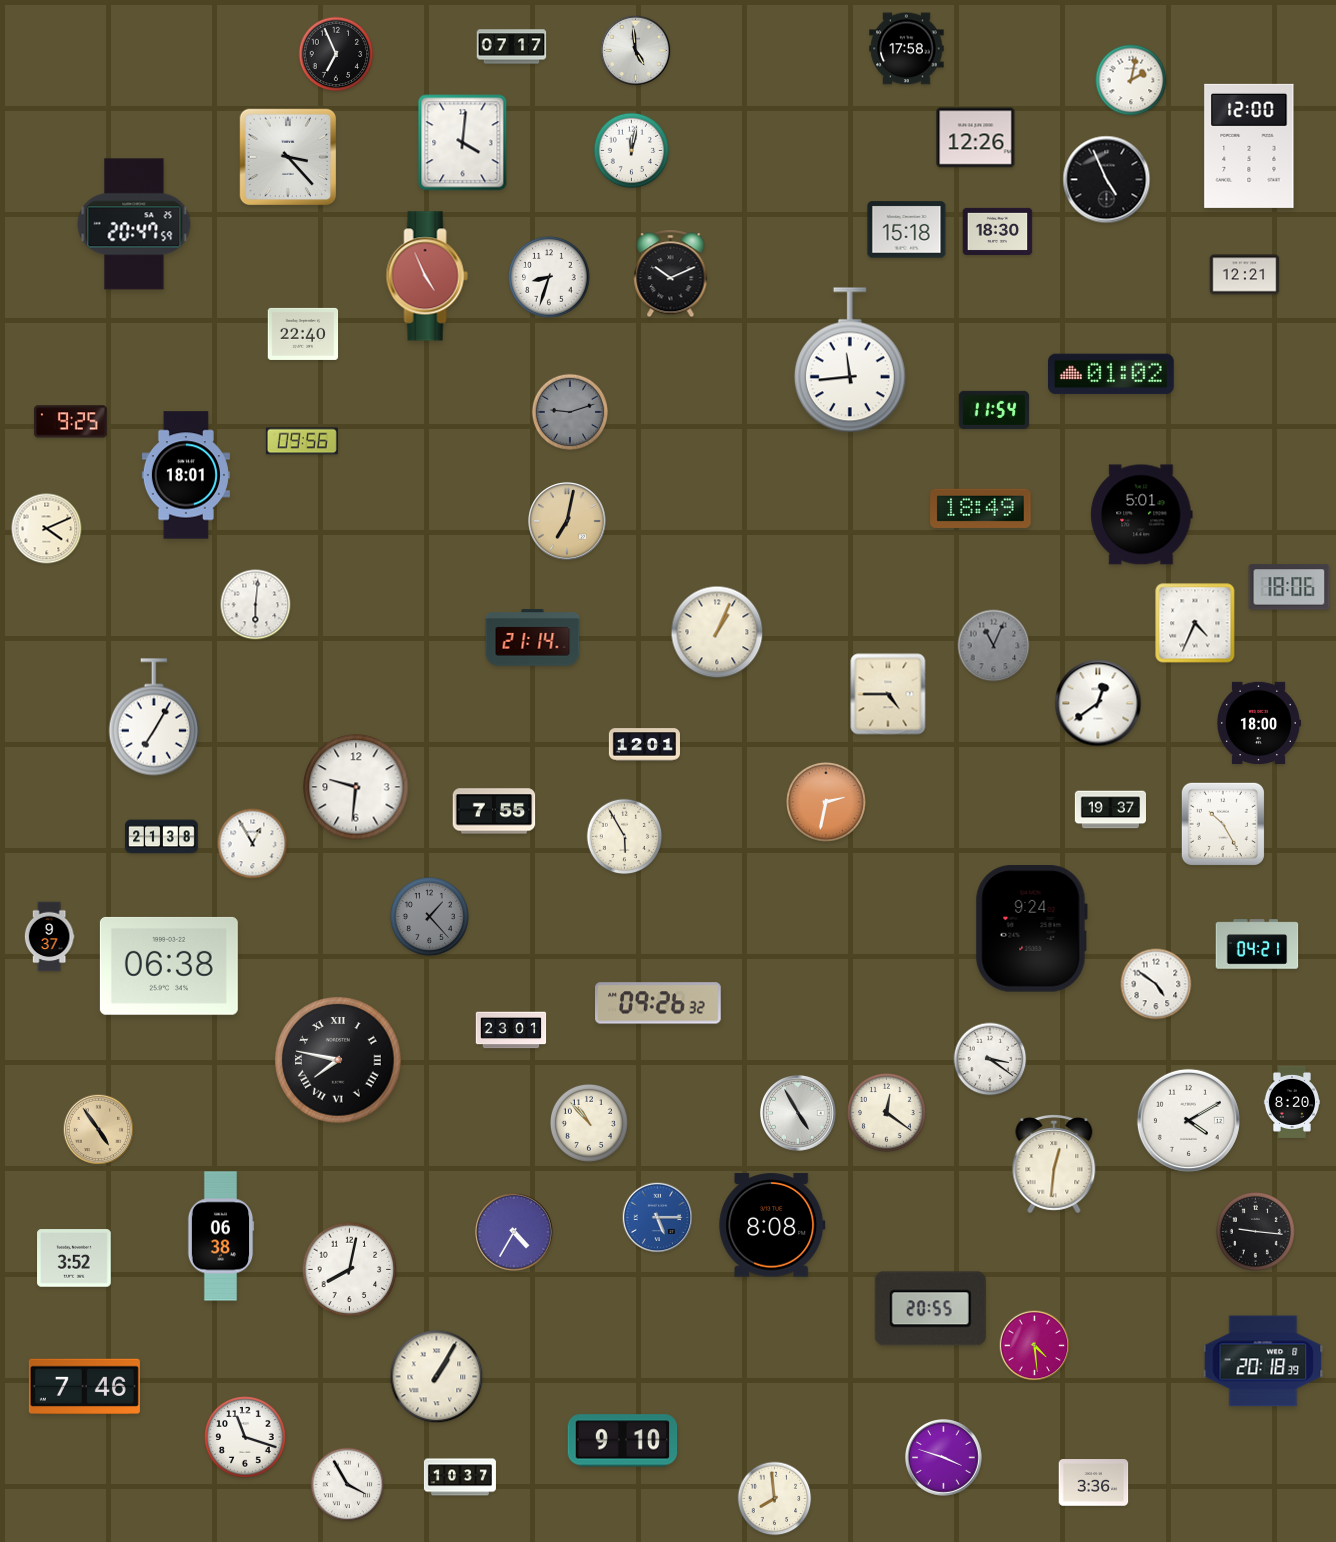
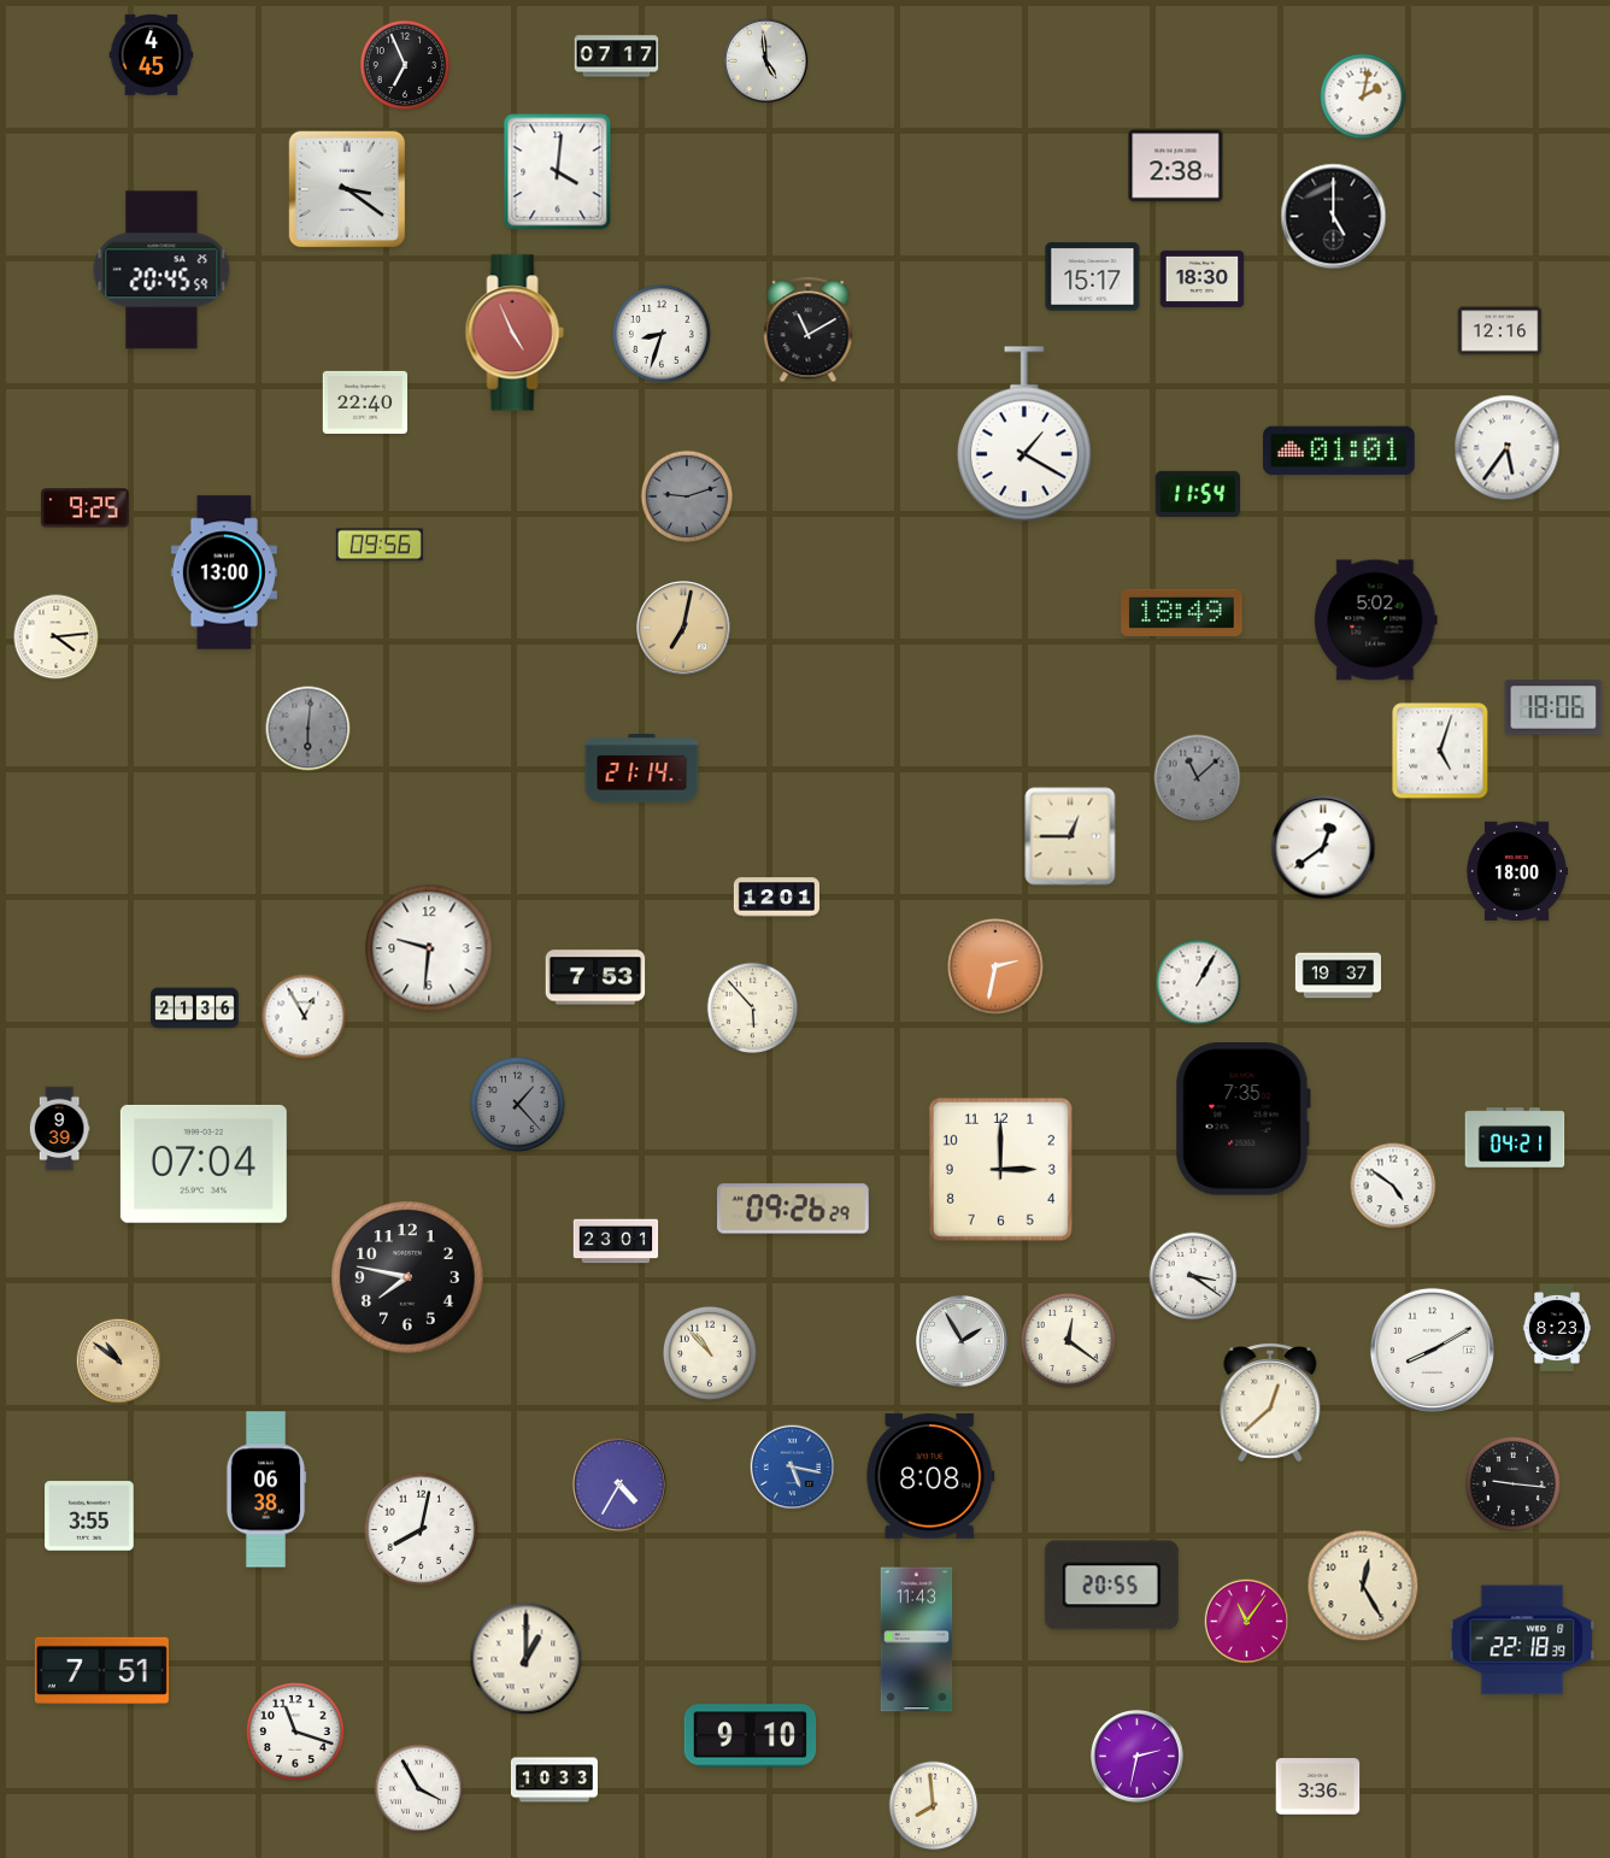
clock at (152, 54): none -> 4:45
clock at (907, 49): 17:58 -> none
clock at (976, 138): 12:26 -> 2:38
clock at (1249, 146): 12:00 -> none
clock at (632, 151): 12:02 -> none
clock at (288, 157): 3:23 -> 3:21
clock at (1107, 180): 4:56 -> 5:00
clock at (134, 224): 20:47 -> 20:45
clock at (907, 230): 15:18 -> 15:17
clock at (671, 274): 10:11 -> 11:10
clock at (1245, 275): 12:21 -> 12:16
clock at (850, 360): 11:44 -> 1:20
clock at (1508, 448): none -> 5:36
clock at (1112, 374): 01:02 -> 01:01
clock at (302, 441) position: (302, 441) -> (380, 545)
clock at (186, 475): 18:01 -> 13:00
clock at (1142, 515): 5:01 -> 5:02
clock at (47, 529): 4:11 -> 4:14
clock at (256, 605) dial: white -> grey
clock at (1195, 623): 4:34 -> 5:03
clock at (717, 632): 1:04 -> none
clock at (994, 646): 11:04 -> 11:08
clock at (888, 694): 4:45 -> 12:45
clock at (154, 717): 7:05 -> none
clock at (494, 811): 7:55 -> 7:53
clock at (1199, 983): none -> 1:05
clock at (1223, 824): 10:25 -> none
clock at (162, 837): 21:38 -> 21:36
clock at (625, 837): 5:55 -> 5:53
clock at (1031, 929): 9:24 -> 7:35
clock at (49, 937): 9:37 -> 9:39
clock at (169, 966): 06:38 -> 07:04
clock at (1000, 1169): none -> 3:00
clock at (659, 1003): 09:26:32 -> 09:26:29
clock at (338, 1060) numerals: Roman -> Arabic
clock at (1291, 1102): 8:20 -> 8:23
clock at (799, 1114): 4:55 -> 1:55
clock at (1188, 1120): 4:10 -> 8:10
clock at (99, 1130): 4:54 -> 10:51
clock at (1054, 1165): 12:31 -> 12:38
clock at (658, 1218): 5:15 -> 5:17
clock at (74, 1258): 3:52 -> 3:55
clock at (930, 1309) position: (930, 1309) -> (1111, 1586)
clock at (1363, 1586): none -> 12:25
clock at (1035, 1346): 4:29 -> 11:06
clock at (917, 1640): none -> 11:43
clock at (1263, 1361): 20:18 -> 22:18
clock at (437, 1377): 1:05 -> 1:00
clock at (84, 1387): 7:46 -> 7:51
clock at (944, 1458): 3:48 -> 2:32
clock at (460, 1477): 10:37 -> 10:33
